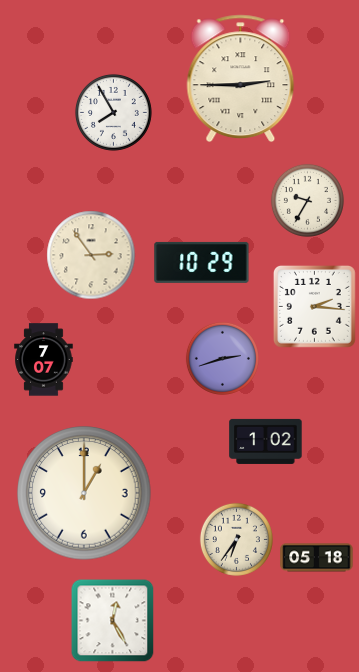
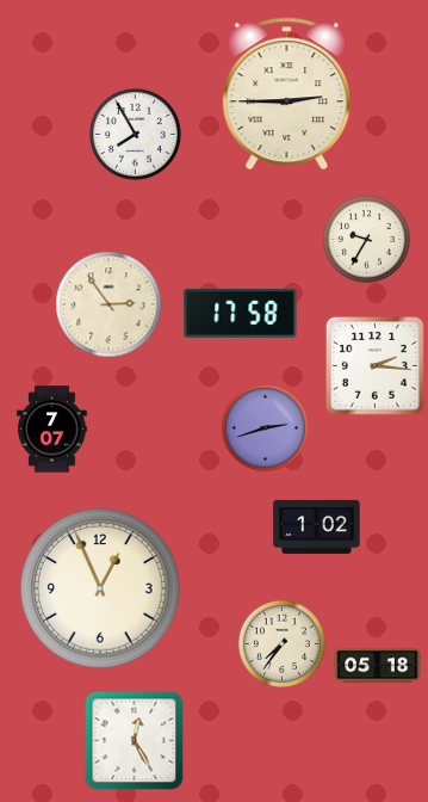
clock at (202, 262): 10:29 -> 17:58
clock at (84, 493): 1:00 -> 12:56
clock at (236, 539): 6:36 -> 7:36
